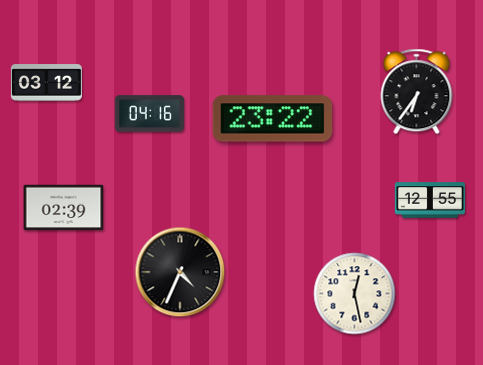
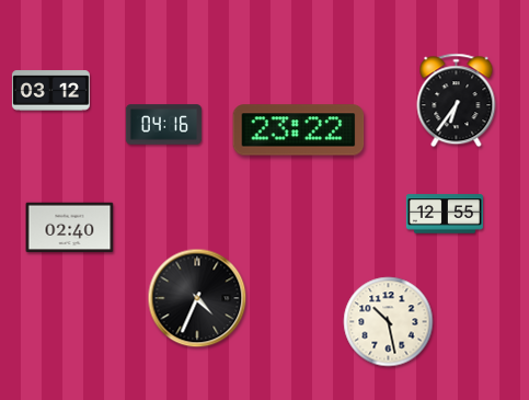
clock at (430, 200) position: (430, 200) -> (445, 214)
clock at (64, 208): 02:39 -> 02:40
clock at (355, 294): 12:28 -> 10:28
